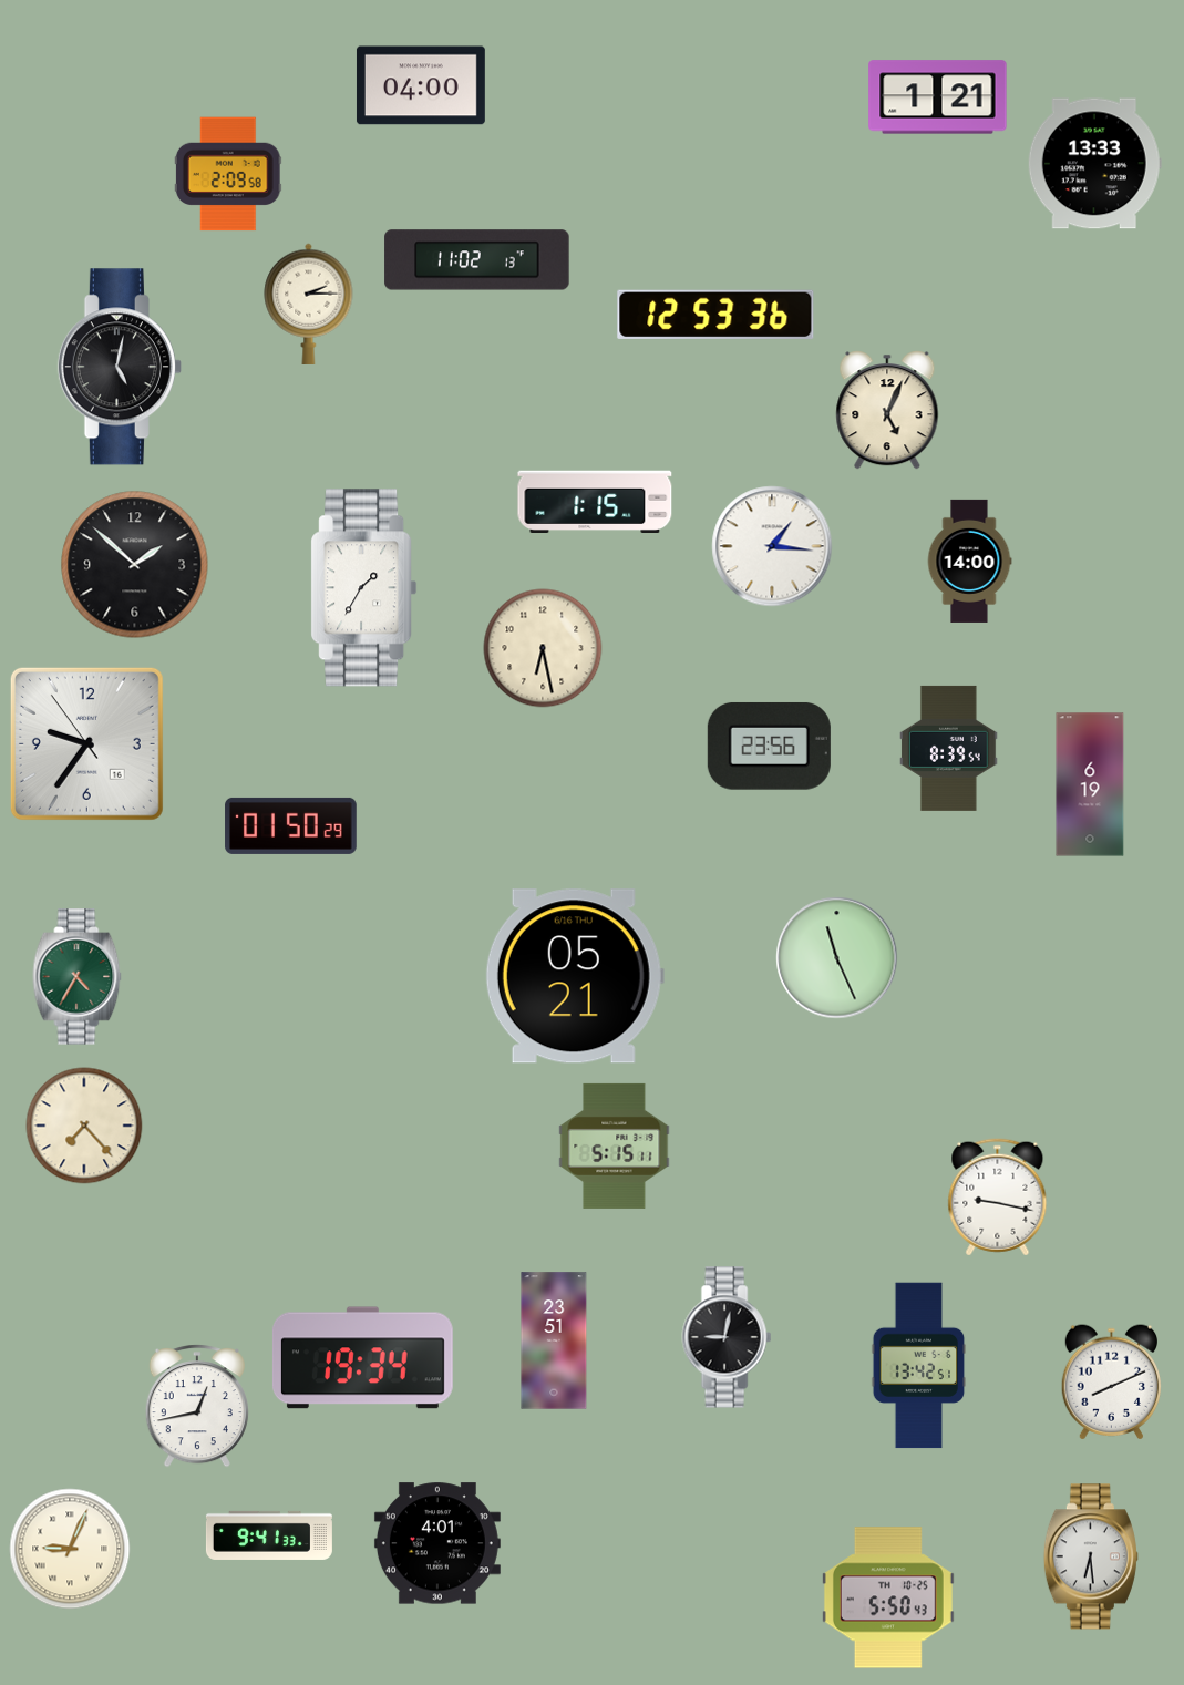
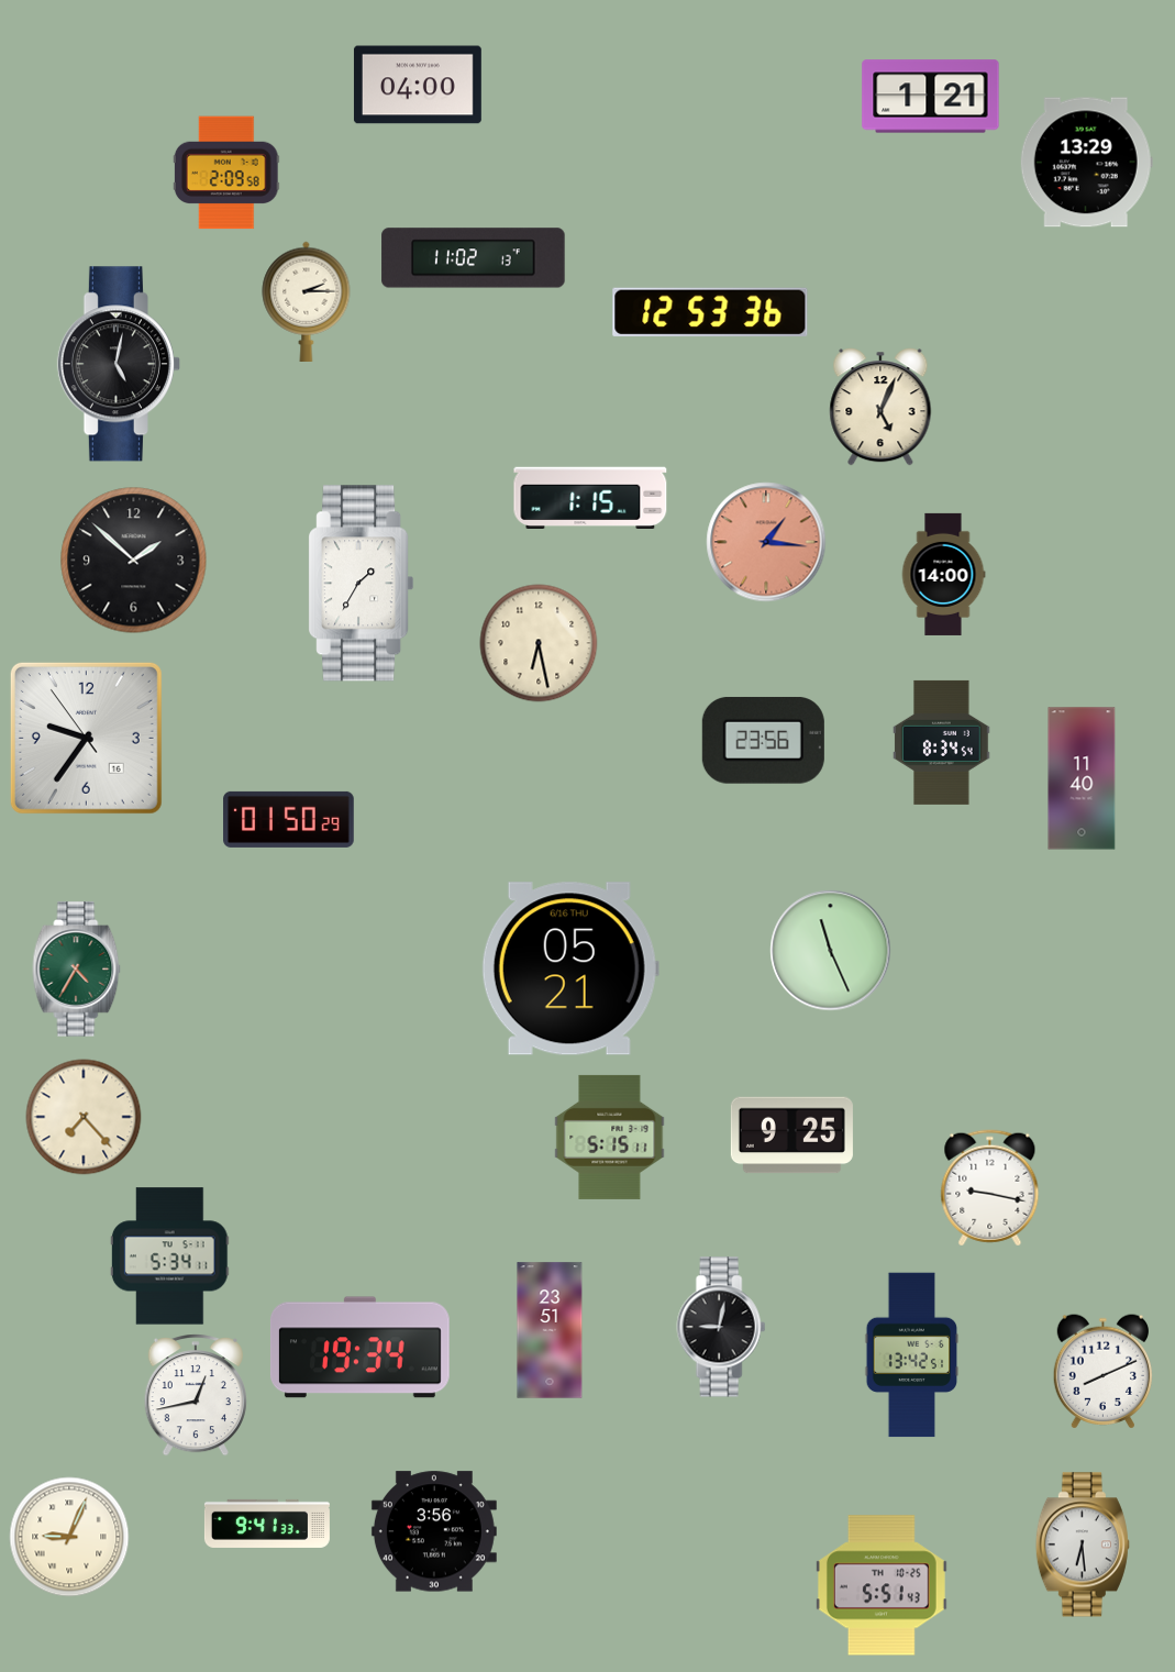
clock at (1094, 164): 13:33 -> 13:29
clock at (772, 546) dial: white -> salmon
clock at (969, 561) position: (969, 561) -> (943, 574)
clock at (949, 748): 8:39 -> 8:34
clock at (1090, 784): 6:19 -> 11:40
clock at (791, 1136): none -> 9:25
clock at (169, 1256): none -> 5:34
clock at (437, 1543): 4:01 -> 3:56
clock at (888, 1597): 5:50 -> 5:51
